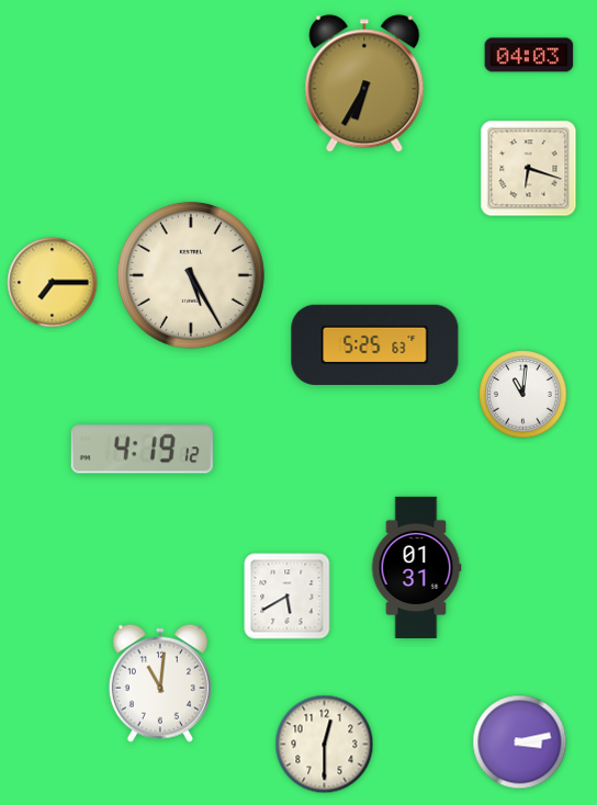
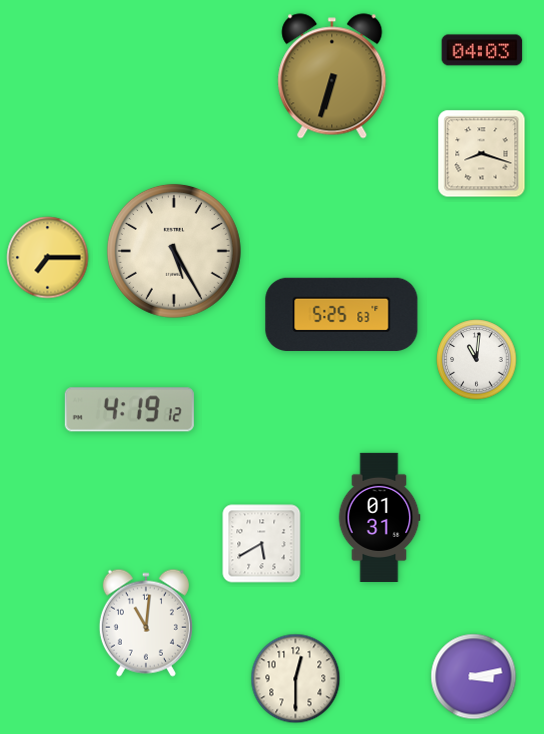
clock at (364, 83): 6:35 -> 6:33
clock at (529, 169): 6:18 -> 8:18
